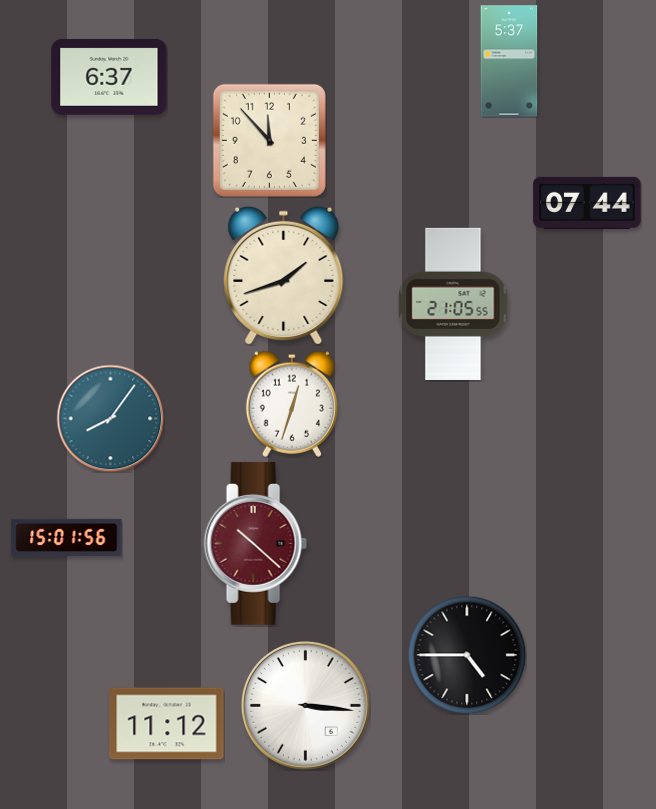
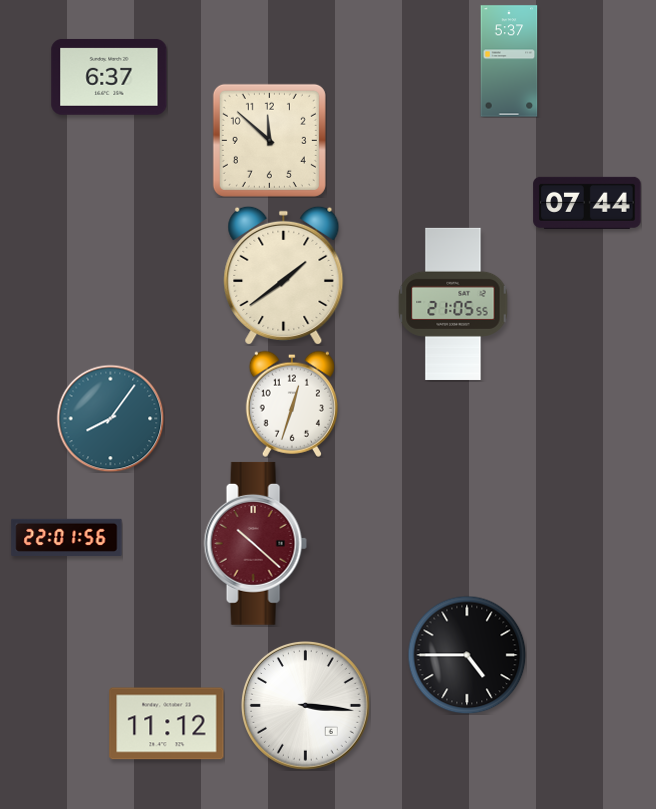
clock at (269, 140): 11:53 -> 11:52
clock at (284, 275): 1:42 -> 1:39
clock at (67, 537): 15:01 -> 22:01
